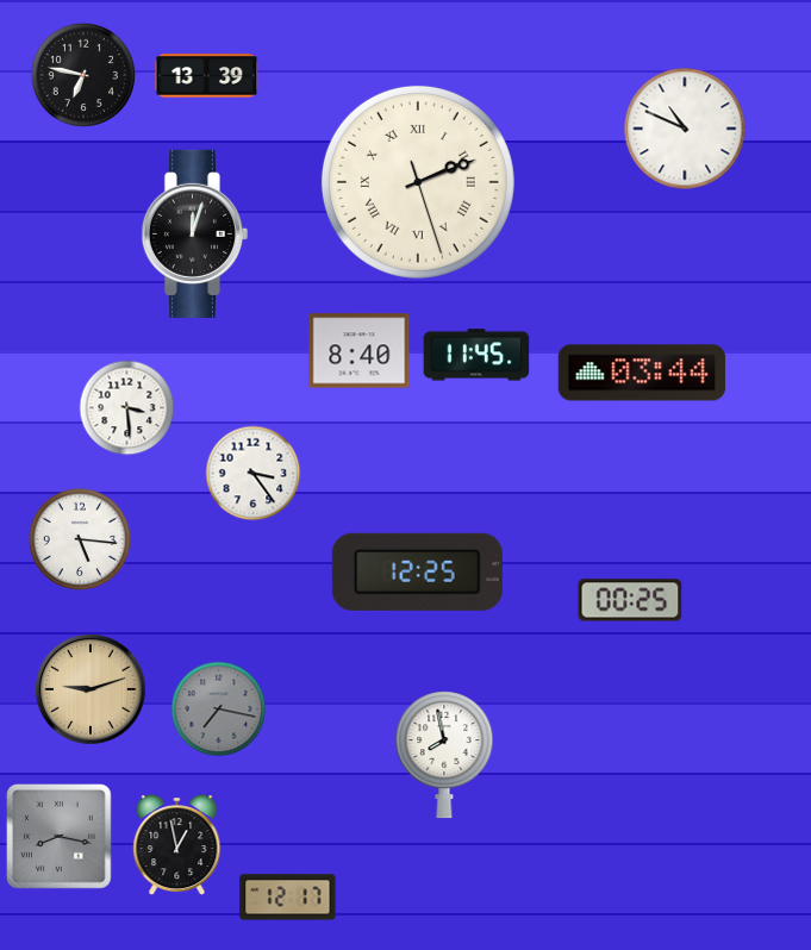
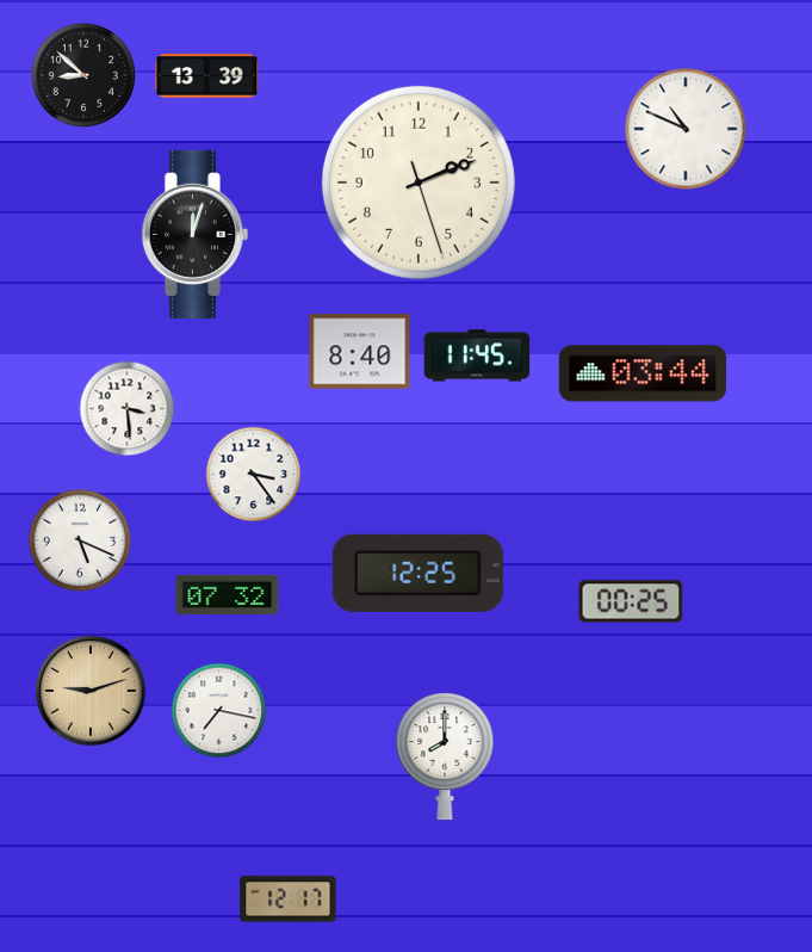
clock at (83, 75): 6:47 -> 8:52
clock at (418, 182) numerals: Roman -> Arabic
clock at (79, 538): 5:16 -> 5:19
clock at (228, 594): none -> 07:32
clock at (219, 710) dial: grey -> white
clock at (444, 755): 7:58 -> 8:00
clock at (60, 837): 8:17 -> none
clock at (177, 845): 12:58 -> none
